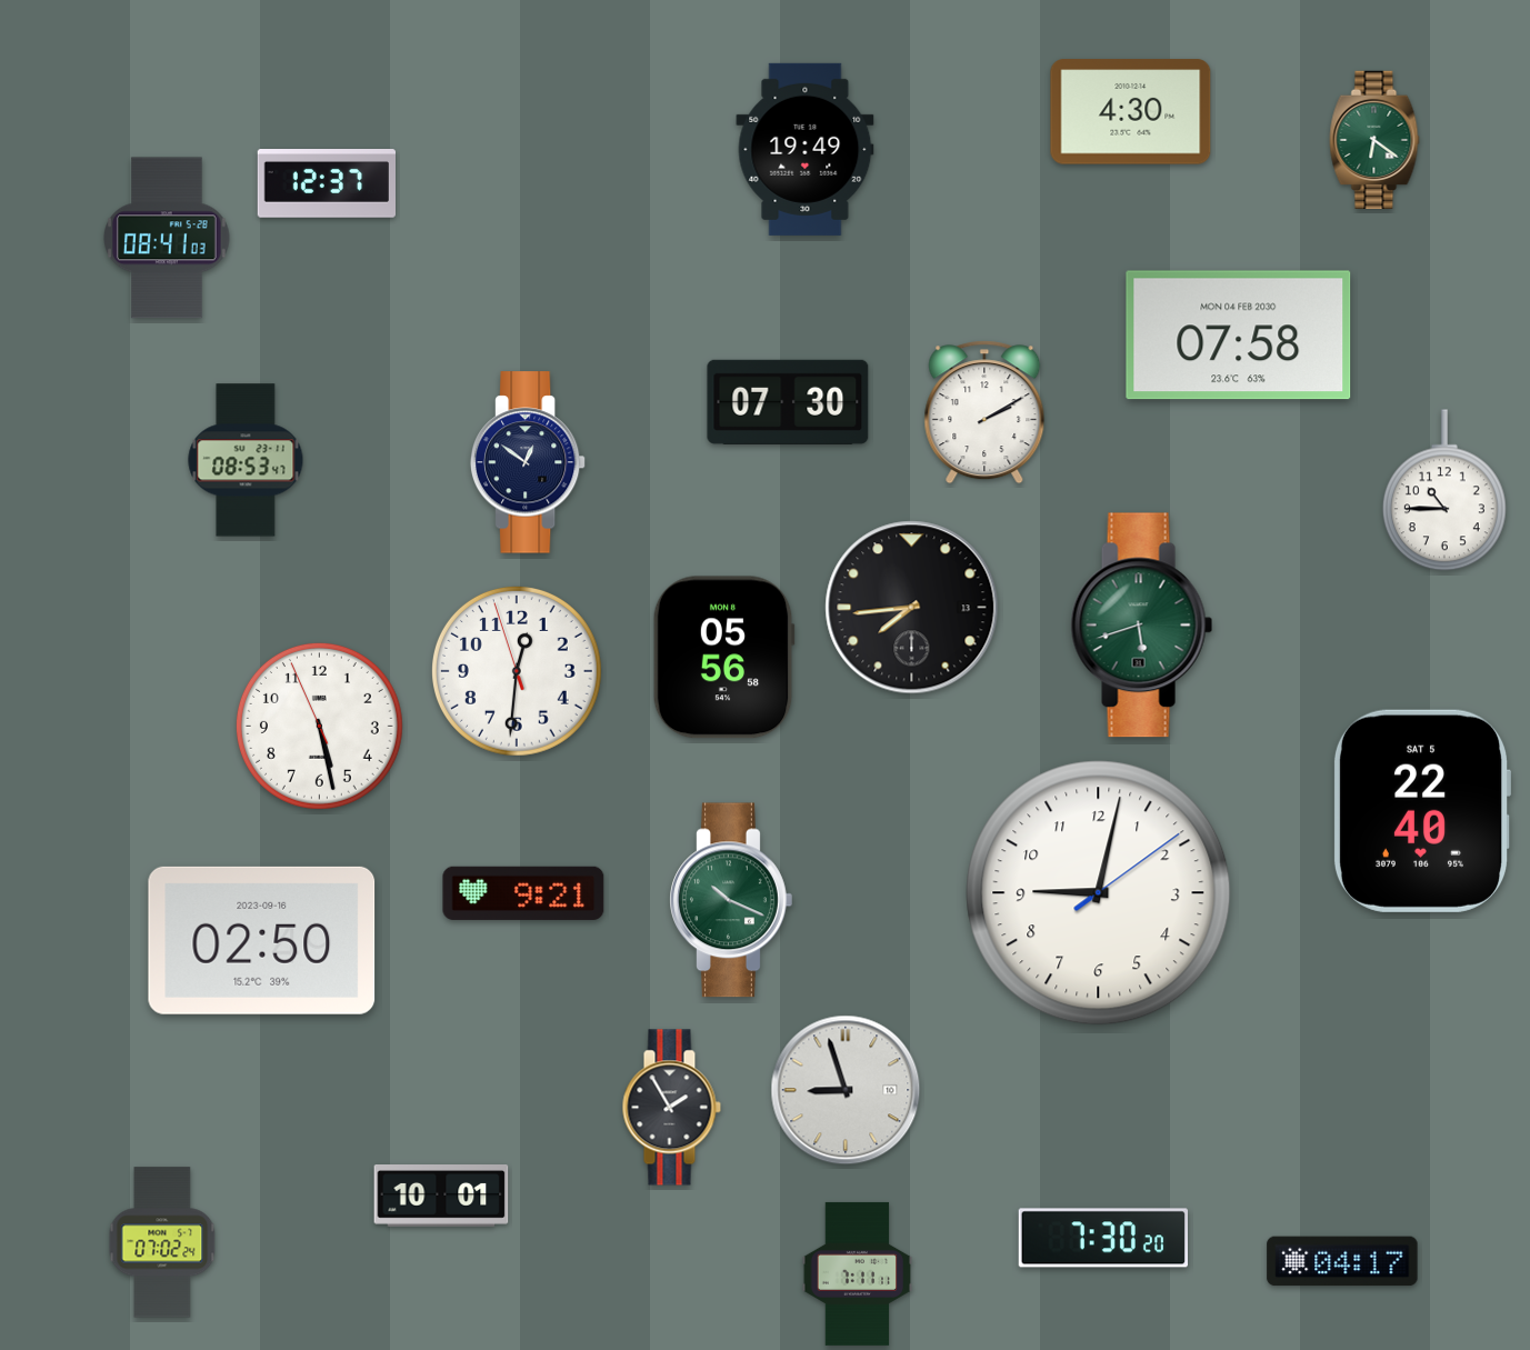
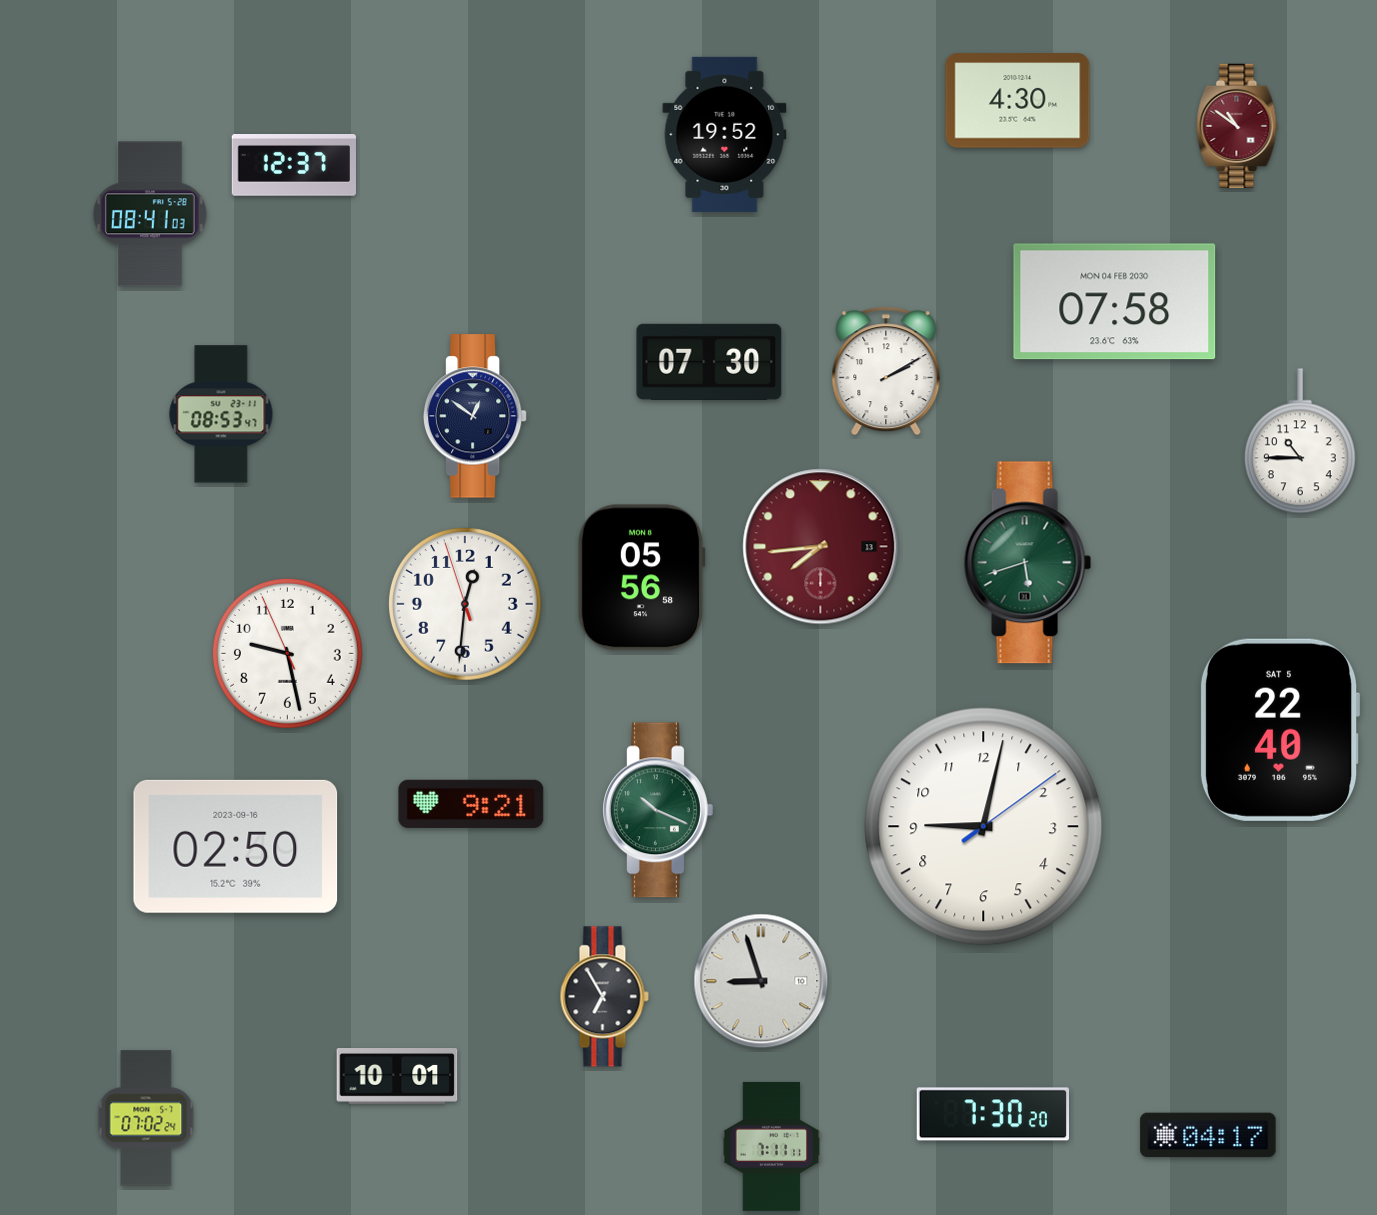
clock at (1374, 139): 6:21 -> 10:51
clock at (1374, 139) dial: green -> burgundy
clock at (806, 149): 19:49 -> 19:52
clock at (912, 608) dial: black -> burgundy
clock at (723, 658) position: (723, 658) -> (641, 578)
clock at (319, 726): 5:27 -> 9:27
clock at (1099, 893) position: (1099, 893) -> (984, 827)
clock at (671, 1108): 1:55 -> 6:55
